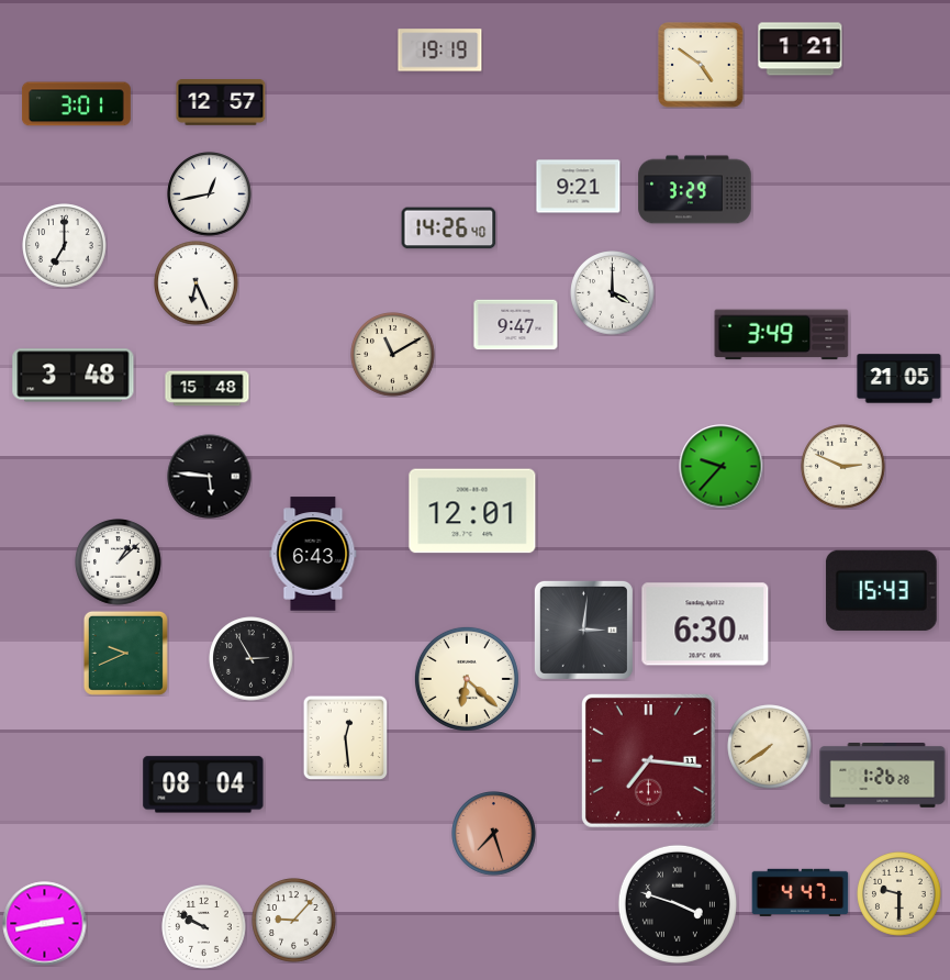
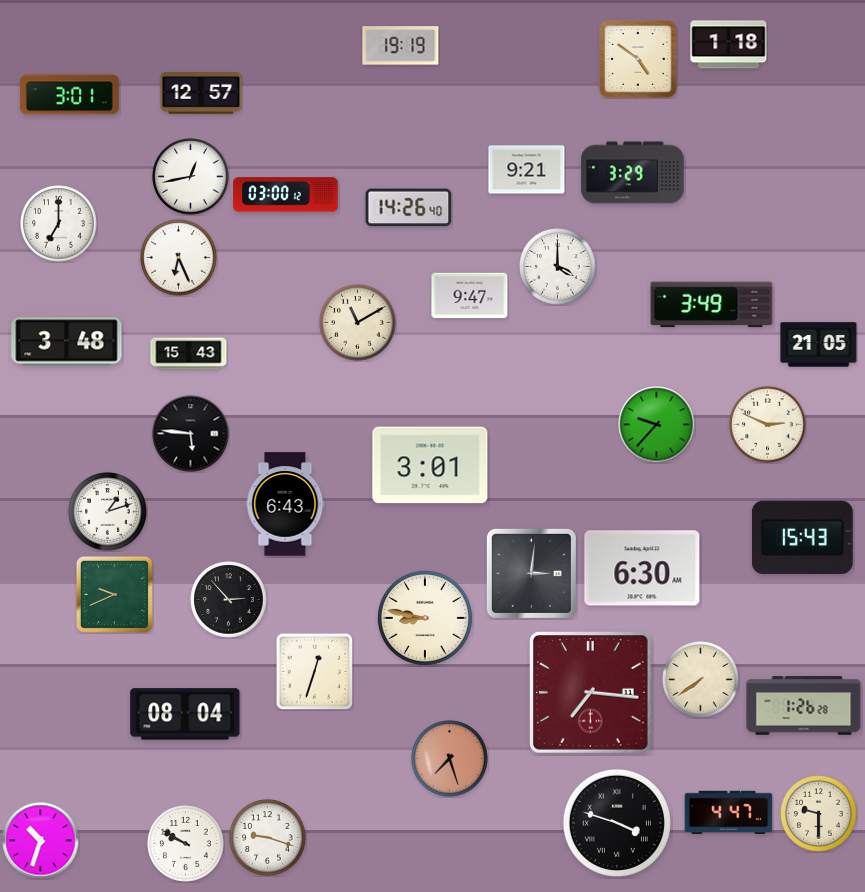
clock at (801, 49): 1:21 -> 1:18
clock at (286, 195): none -> 03:00
clock at (208, 389): 15:48 -> 15:43
clock at (472, 511): 12:01 -> 3:01
clock at (119, 563): 1:08 -> 1:12
clock at (252, 659): 2:55 -> 2:53
clock at (467, 679): 6:22 -> 8:47
clock at (345, 737): 12:29 -> 12:33
clock at (294, 921): 9:07 -> 9:18
clock at (45, 924): 2:43 -> 10:33
